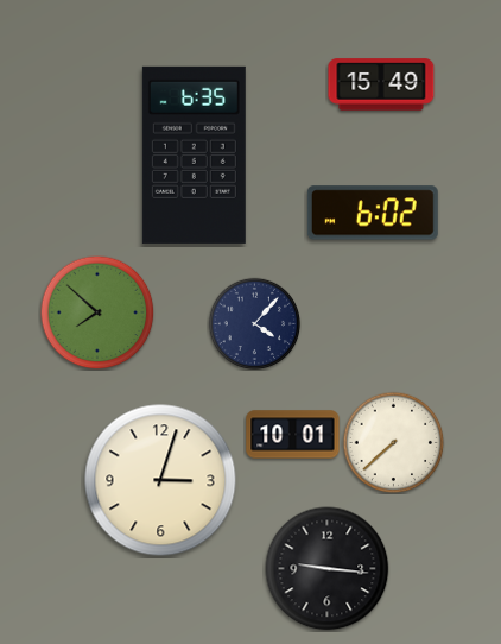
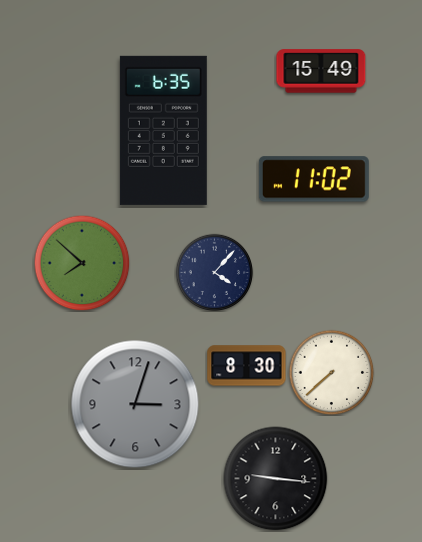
clock at (373, 213): 6:02 -> 11:02
clock at (293, 435): 10:01 -> 8:30
clock at (160, 480) dial: cream -> grey
